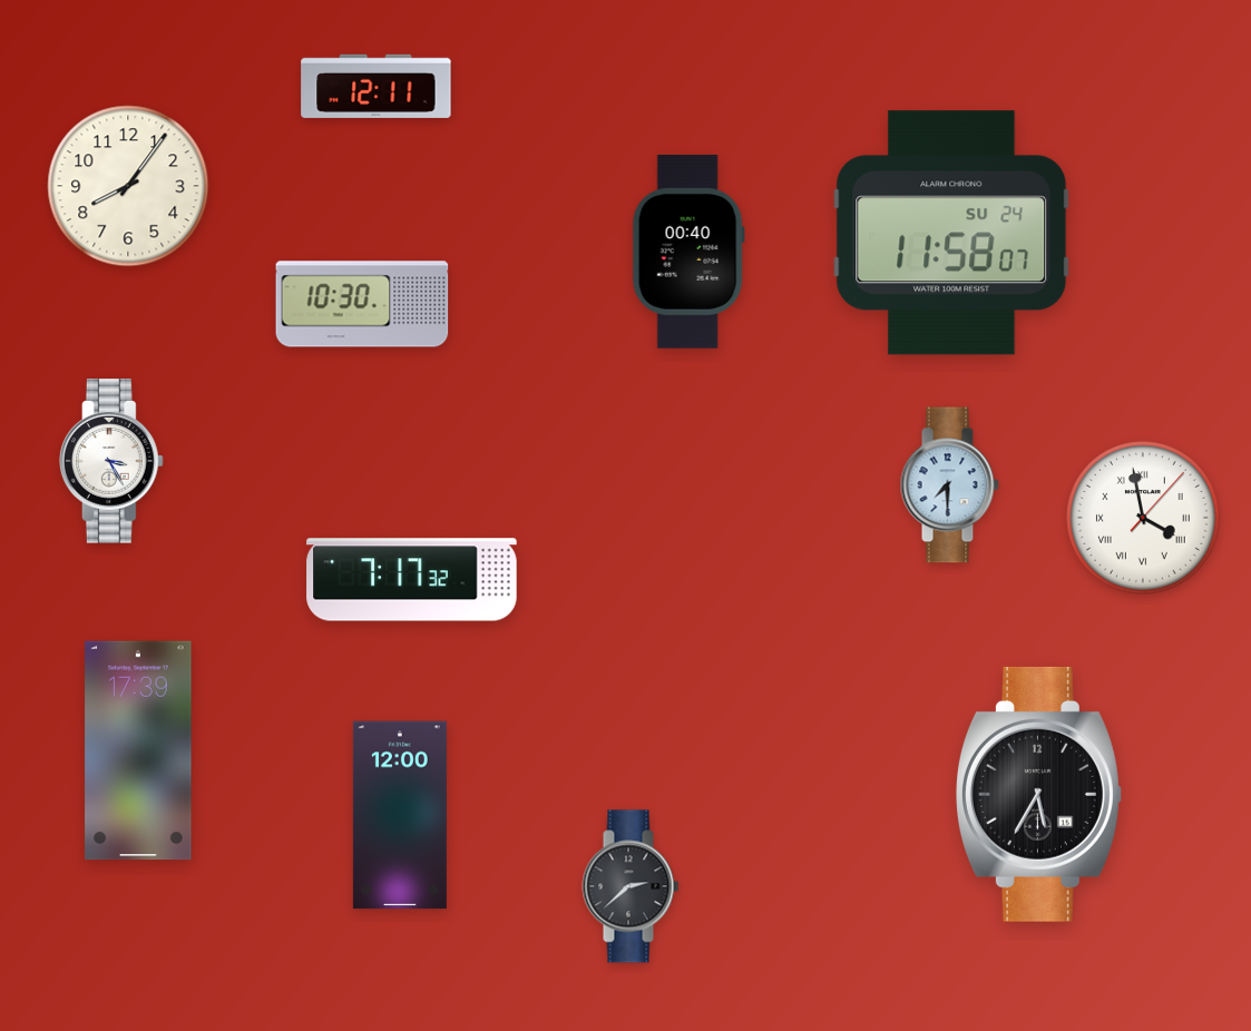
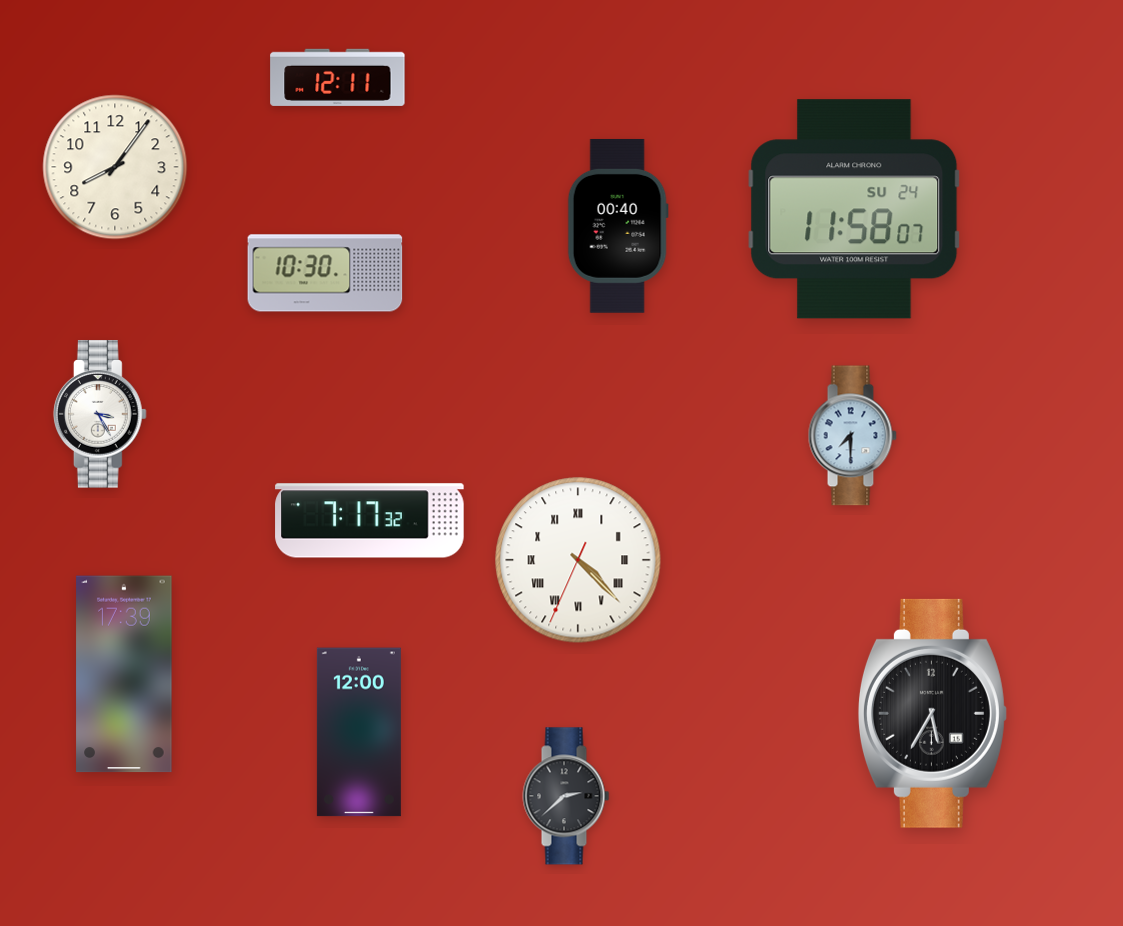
clock at (1143, 518): 3:58 -> none
clock at (578, 560): none -> 4:22
